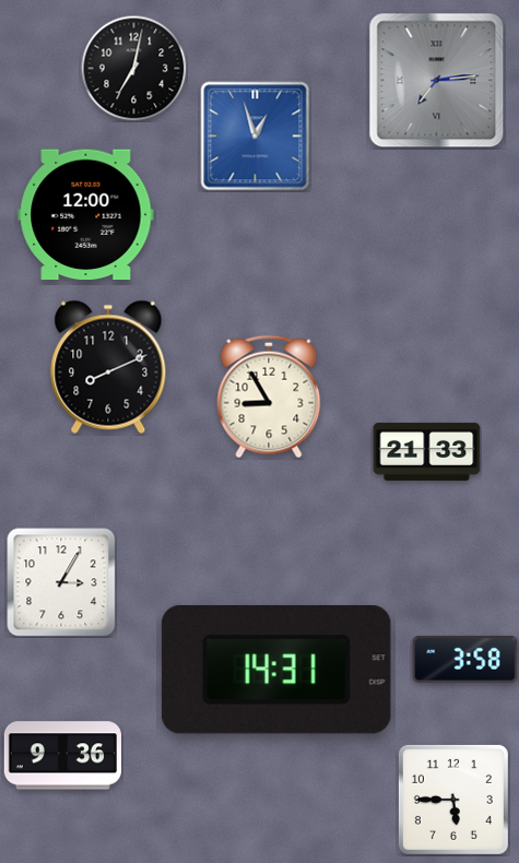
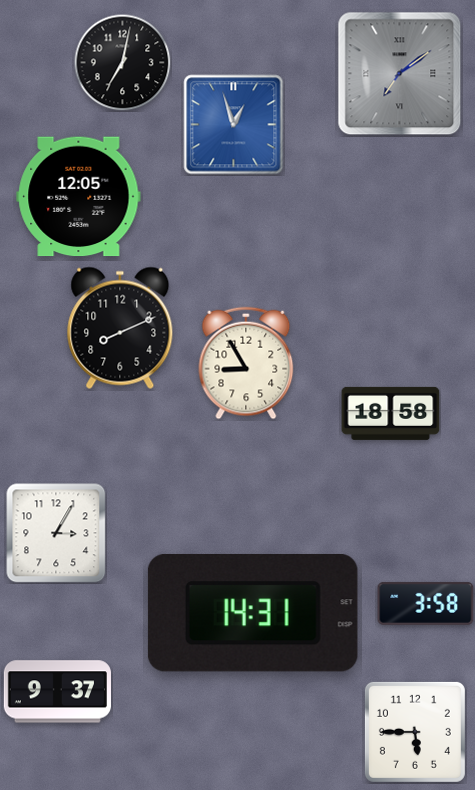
clock at (437, 81): 7:14 -> 7:09
clock at (86, 215): 12:00 -> 12:05
clock at (108, 367) position: (108, 367) -> (120, 328)
clock at (427, 451): 21:33 -> 18:58
clock at (62, 756): 9:36 -> 9:37
